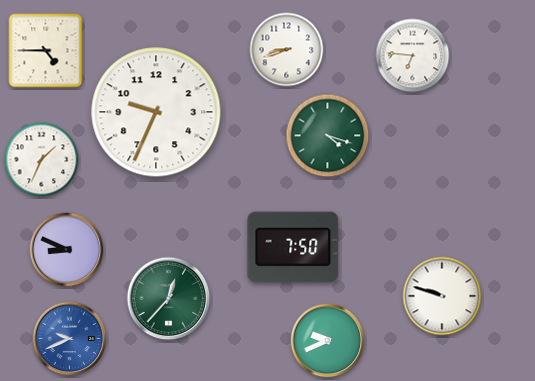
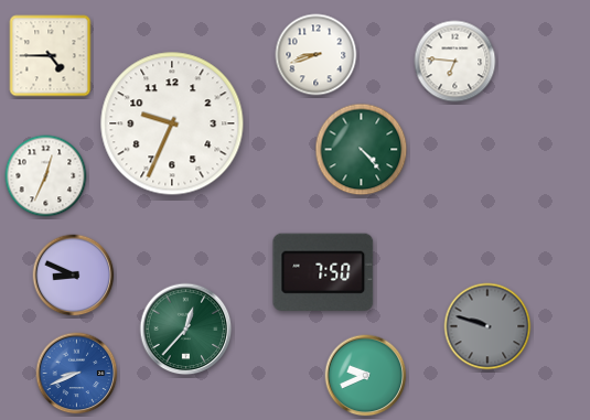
clock at (328, 136): 4:18 -> 4:23
clock at (42, 160): 1:34 -> 12:34
clock at (442, 296) dial: white -> grey
clock at (70, 339): 9:41 -> 8:41
clock at (328, 341) position: (328, 341) -> (366, 376)
